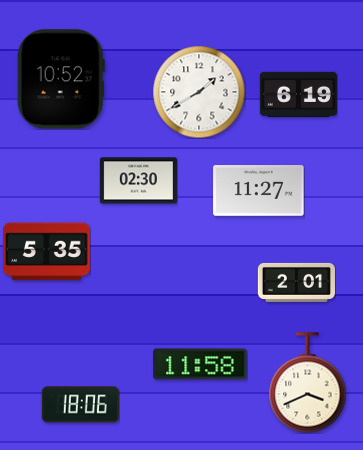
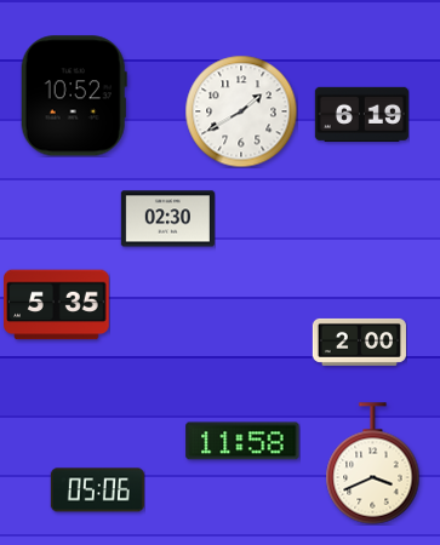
clock at (259, 191): 11:27 -> none
clock at (296, 282): 2:01 -> 2:00
clock at (80, 405): 18:06 -> 05:06
